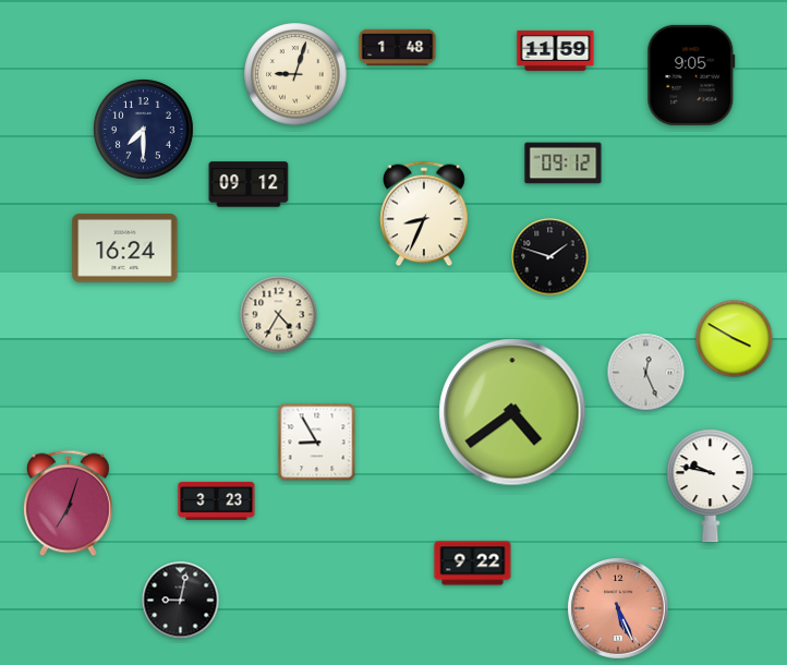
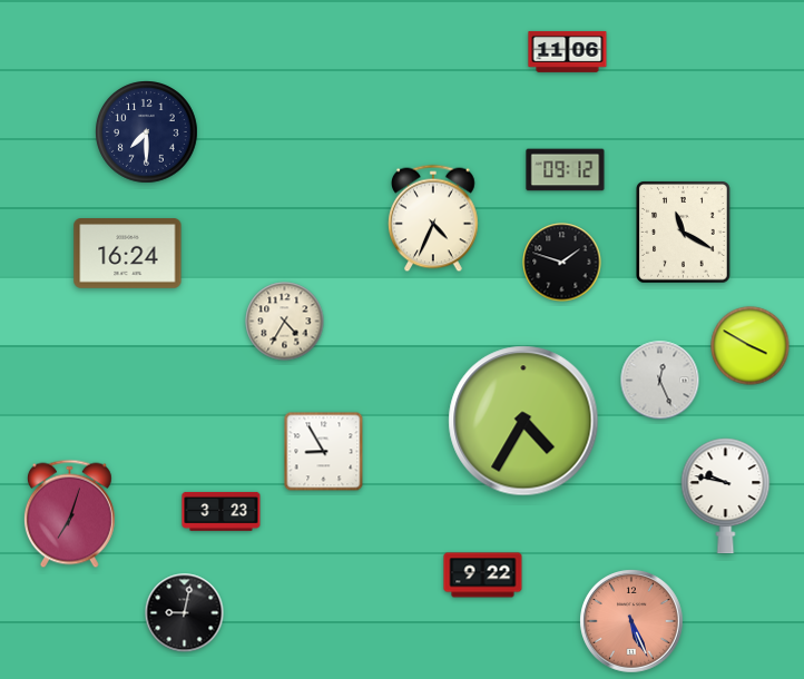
clock at (398, 48): 1:48 -> none
clock at (556, 50): 11:59 -> 11:06
clock at (295, 74): 9:03 -> none
clock at (691, 75): 9:05 -> none
clock at (564, 164) position: (564, 164) -> (566, 170)
clock at (249, 184): 09:12 -> none
clock at (425, 214): 8:34 -> 4:34
clock at (684, 233): none -> 11:20
clock at (512, 412): 4:39 -> 4:35
